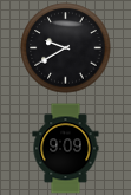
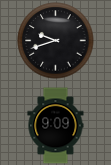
clock at (66, 48): 9:40 -> 9:42
